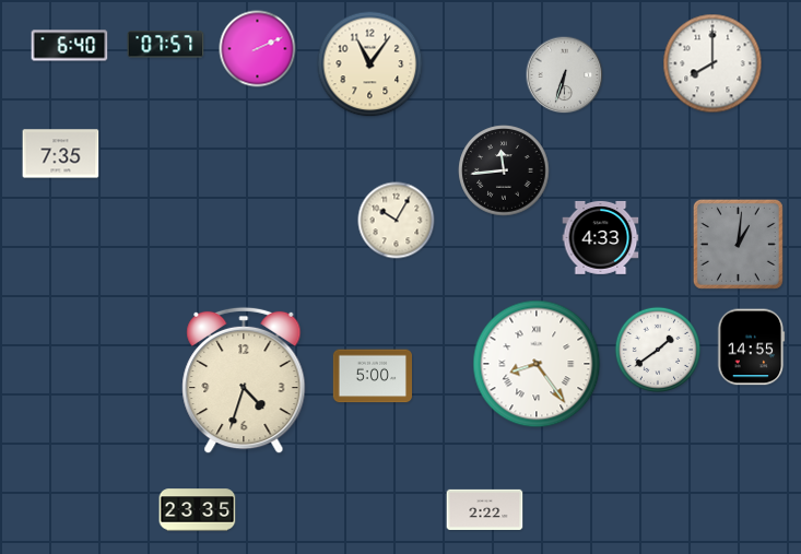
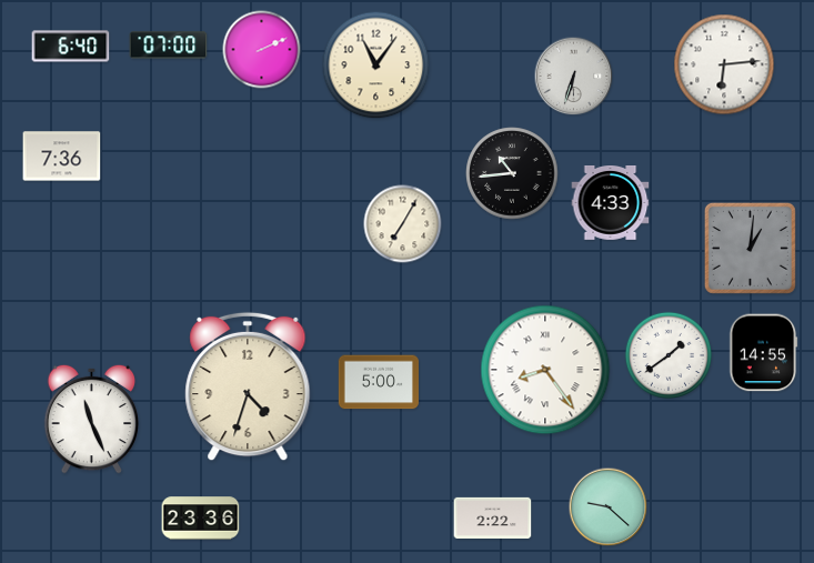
clock at (166, 45): 07:57 -> 07:00
clock at (712, 63): 8:00 -> 6:14
clock at (61, 154): 7:35 -> 7:36
clock at (504, 170): 11:44 -> 10:44
clock at (397, 221): 10:05 -> 7:05
clock at (601, 238) position: (601, 238) -> (611, 203)
clock at (92, 419): none -> 11:26
clock at (609, 507): none -> 9:22
clock at (198, 510): 23:35 -> 23:36
